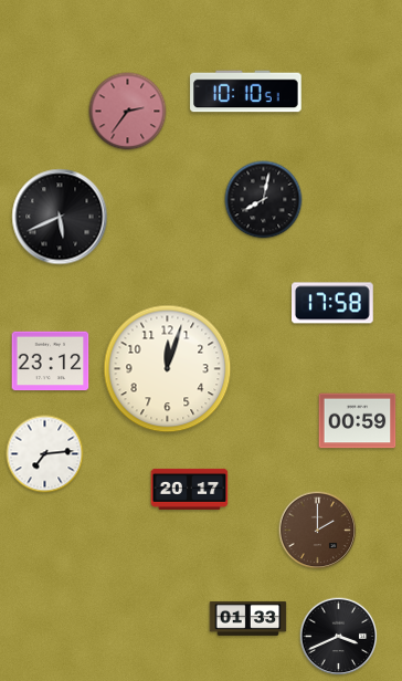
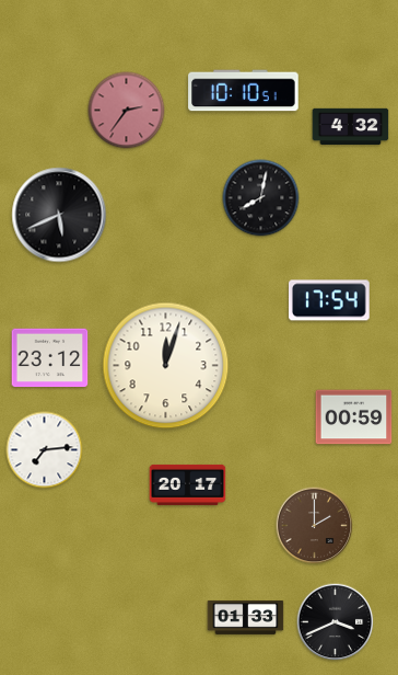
clock at (351, 126): none -> 4:32
clock at (334, 303): 17:58 -> 17:54
clock at (248, 618) position: (248, 618) -> (246, 617)
clock at (339, 637) position: (339, 637) -> (336, 622)
